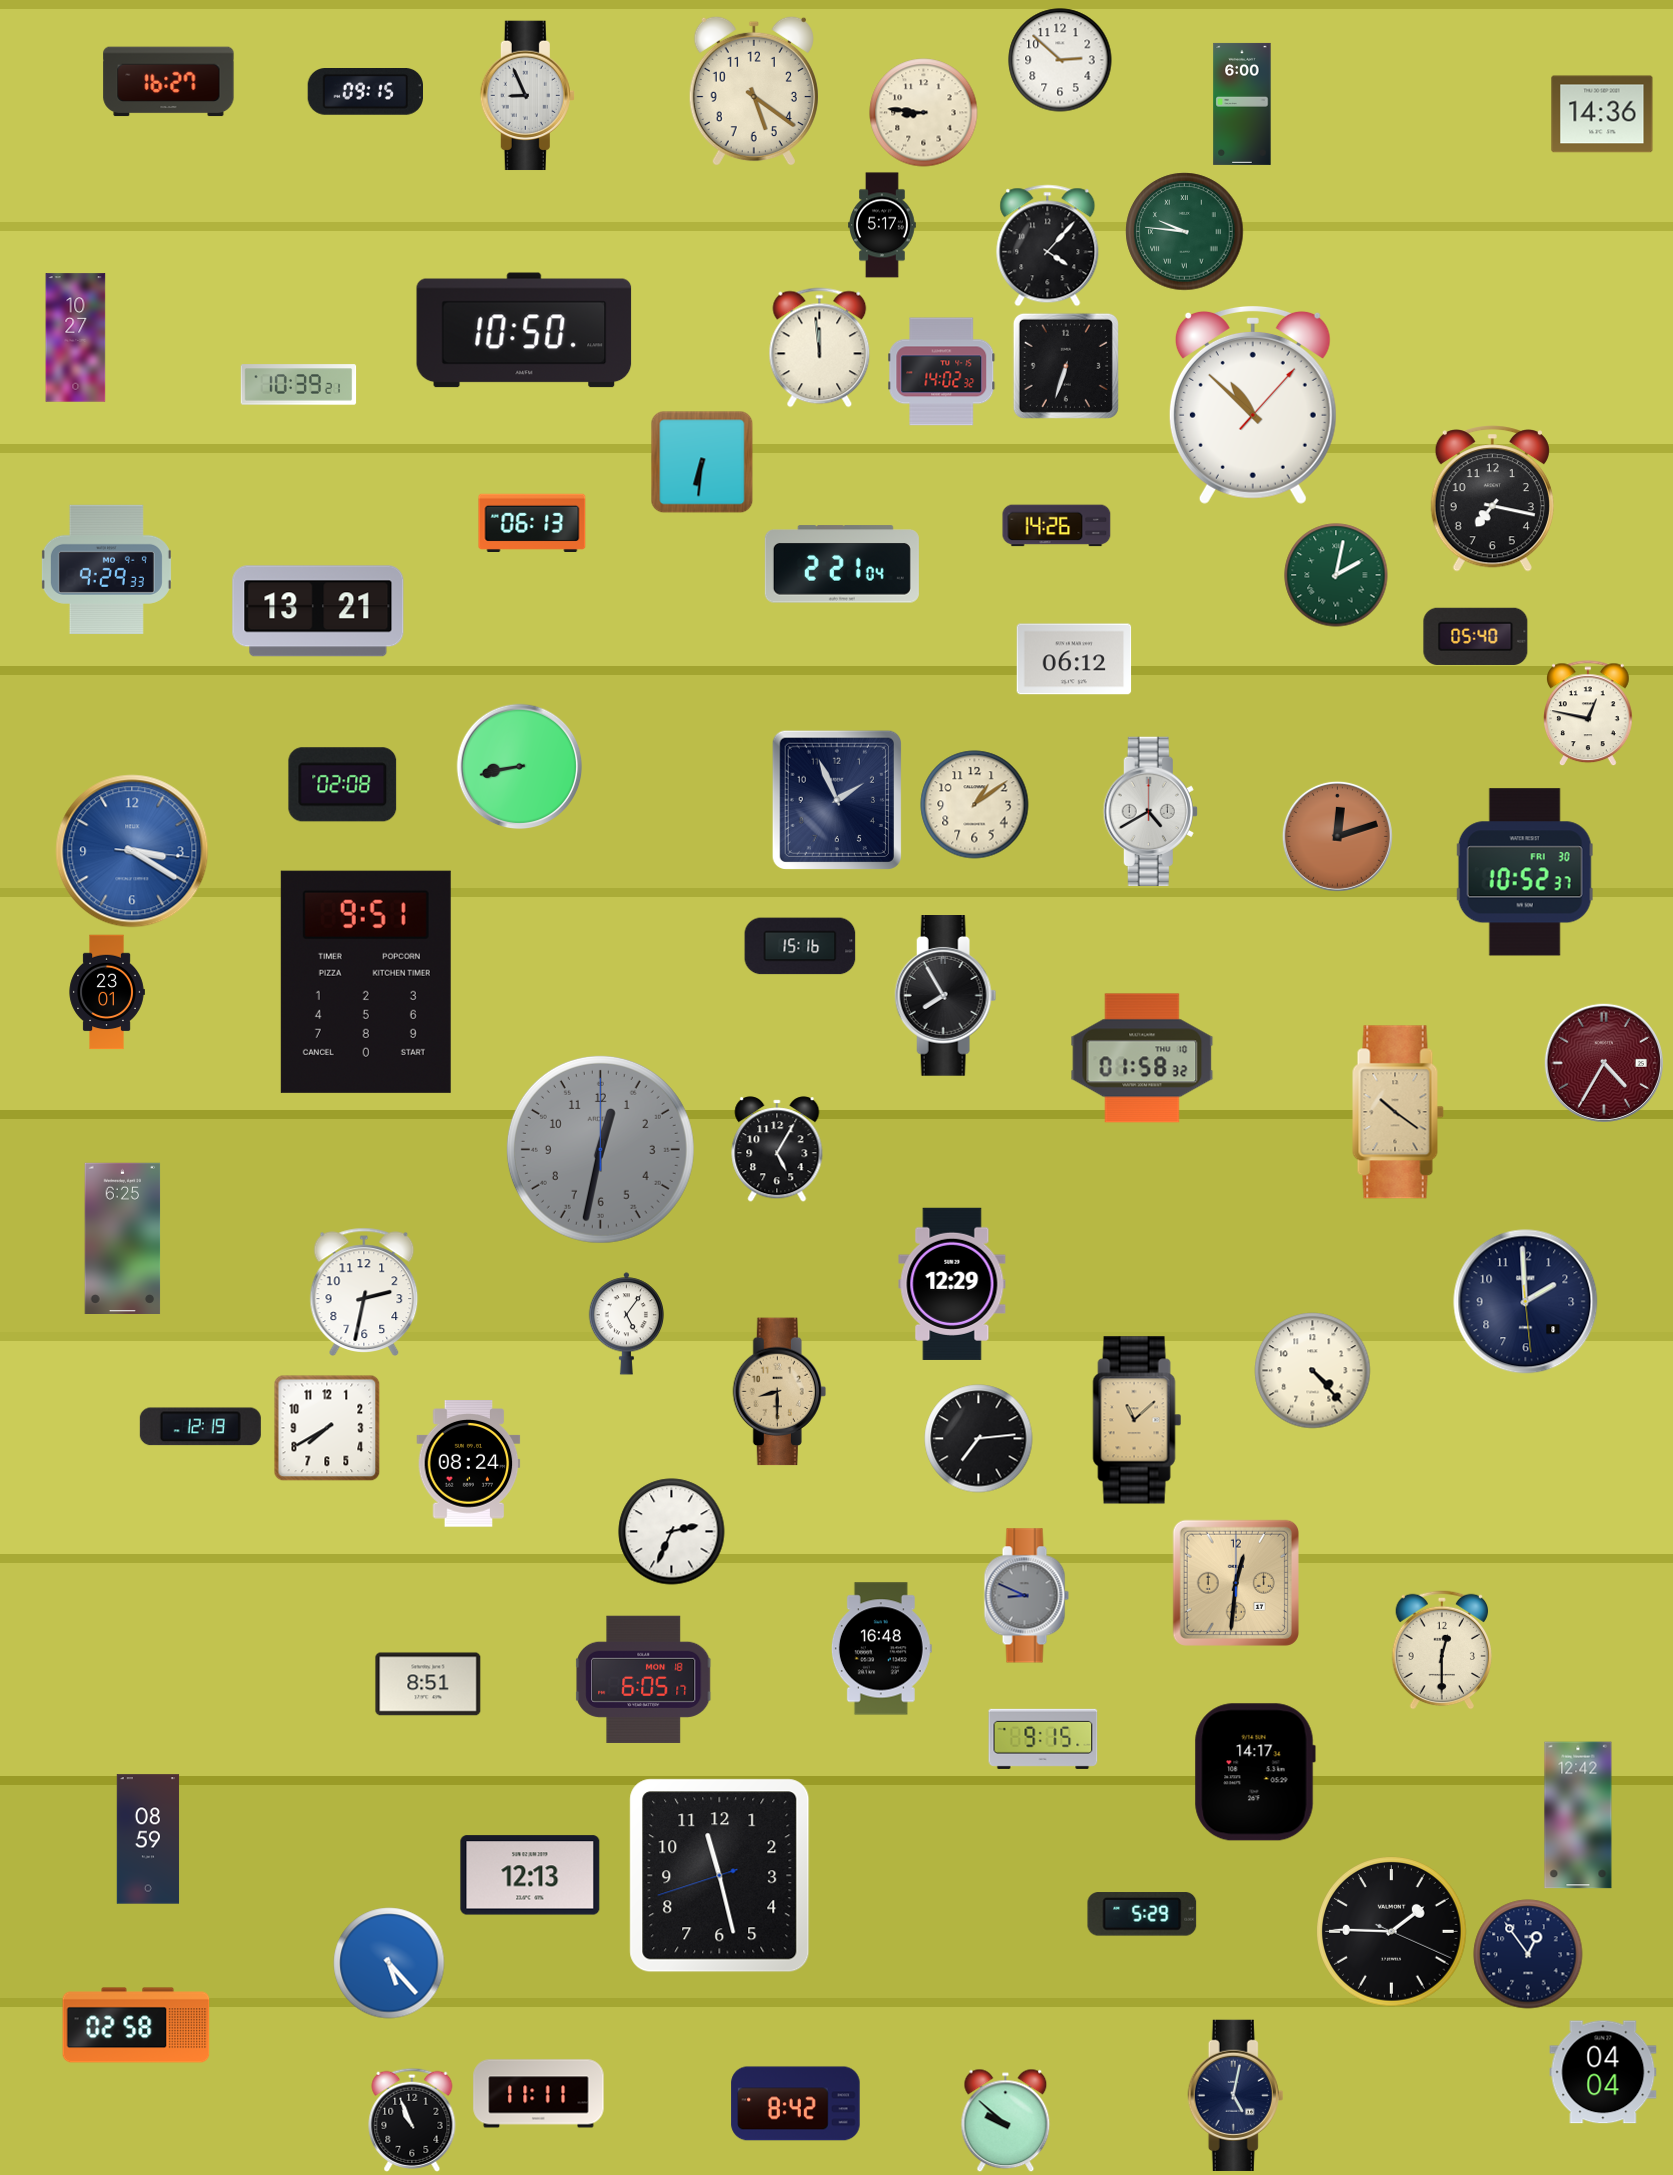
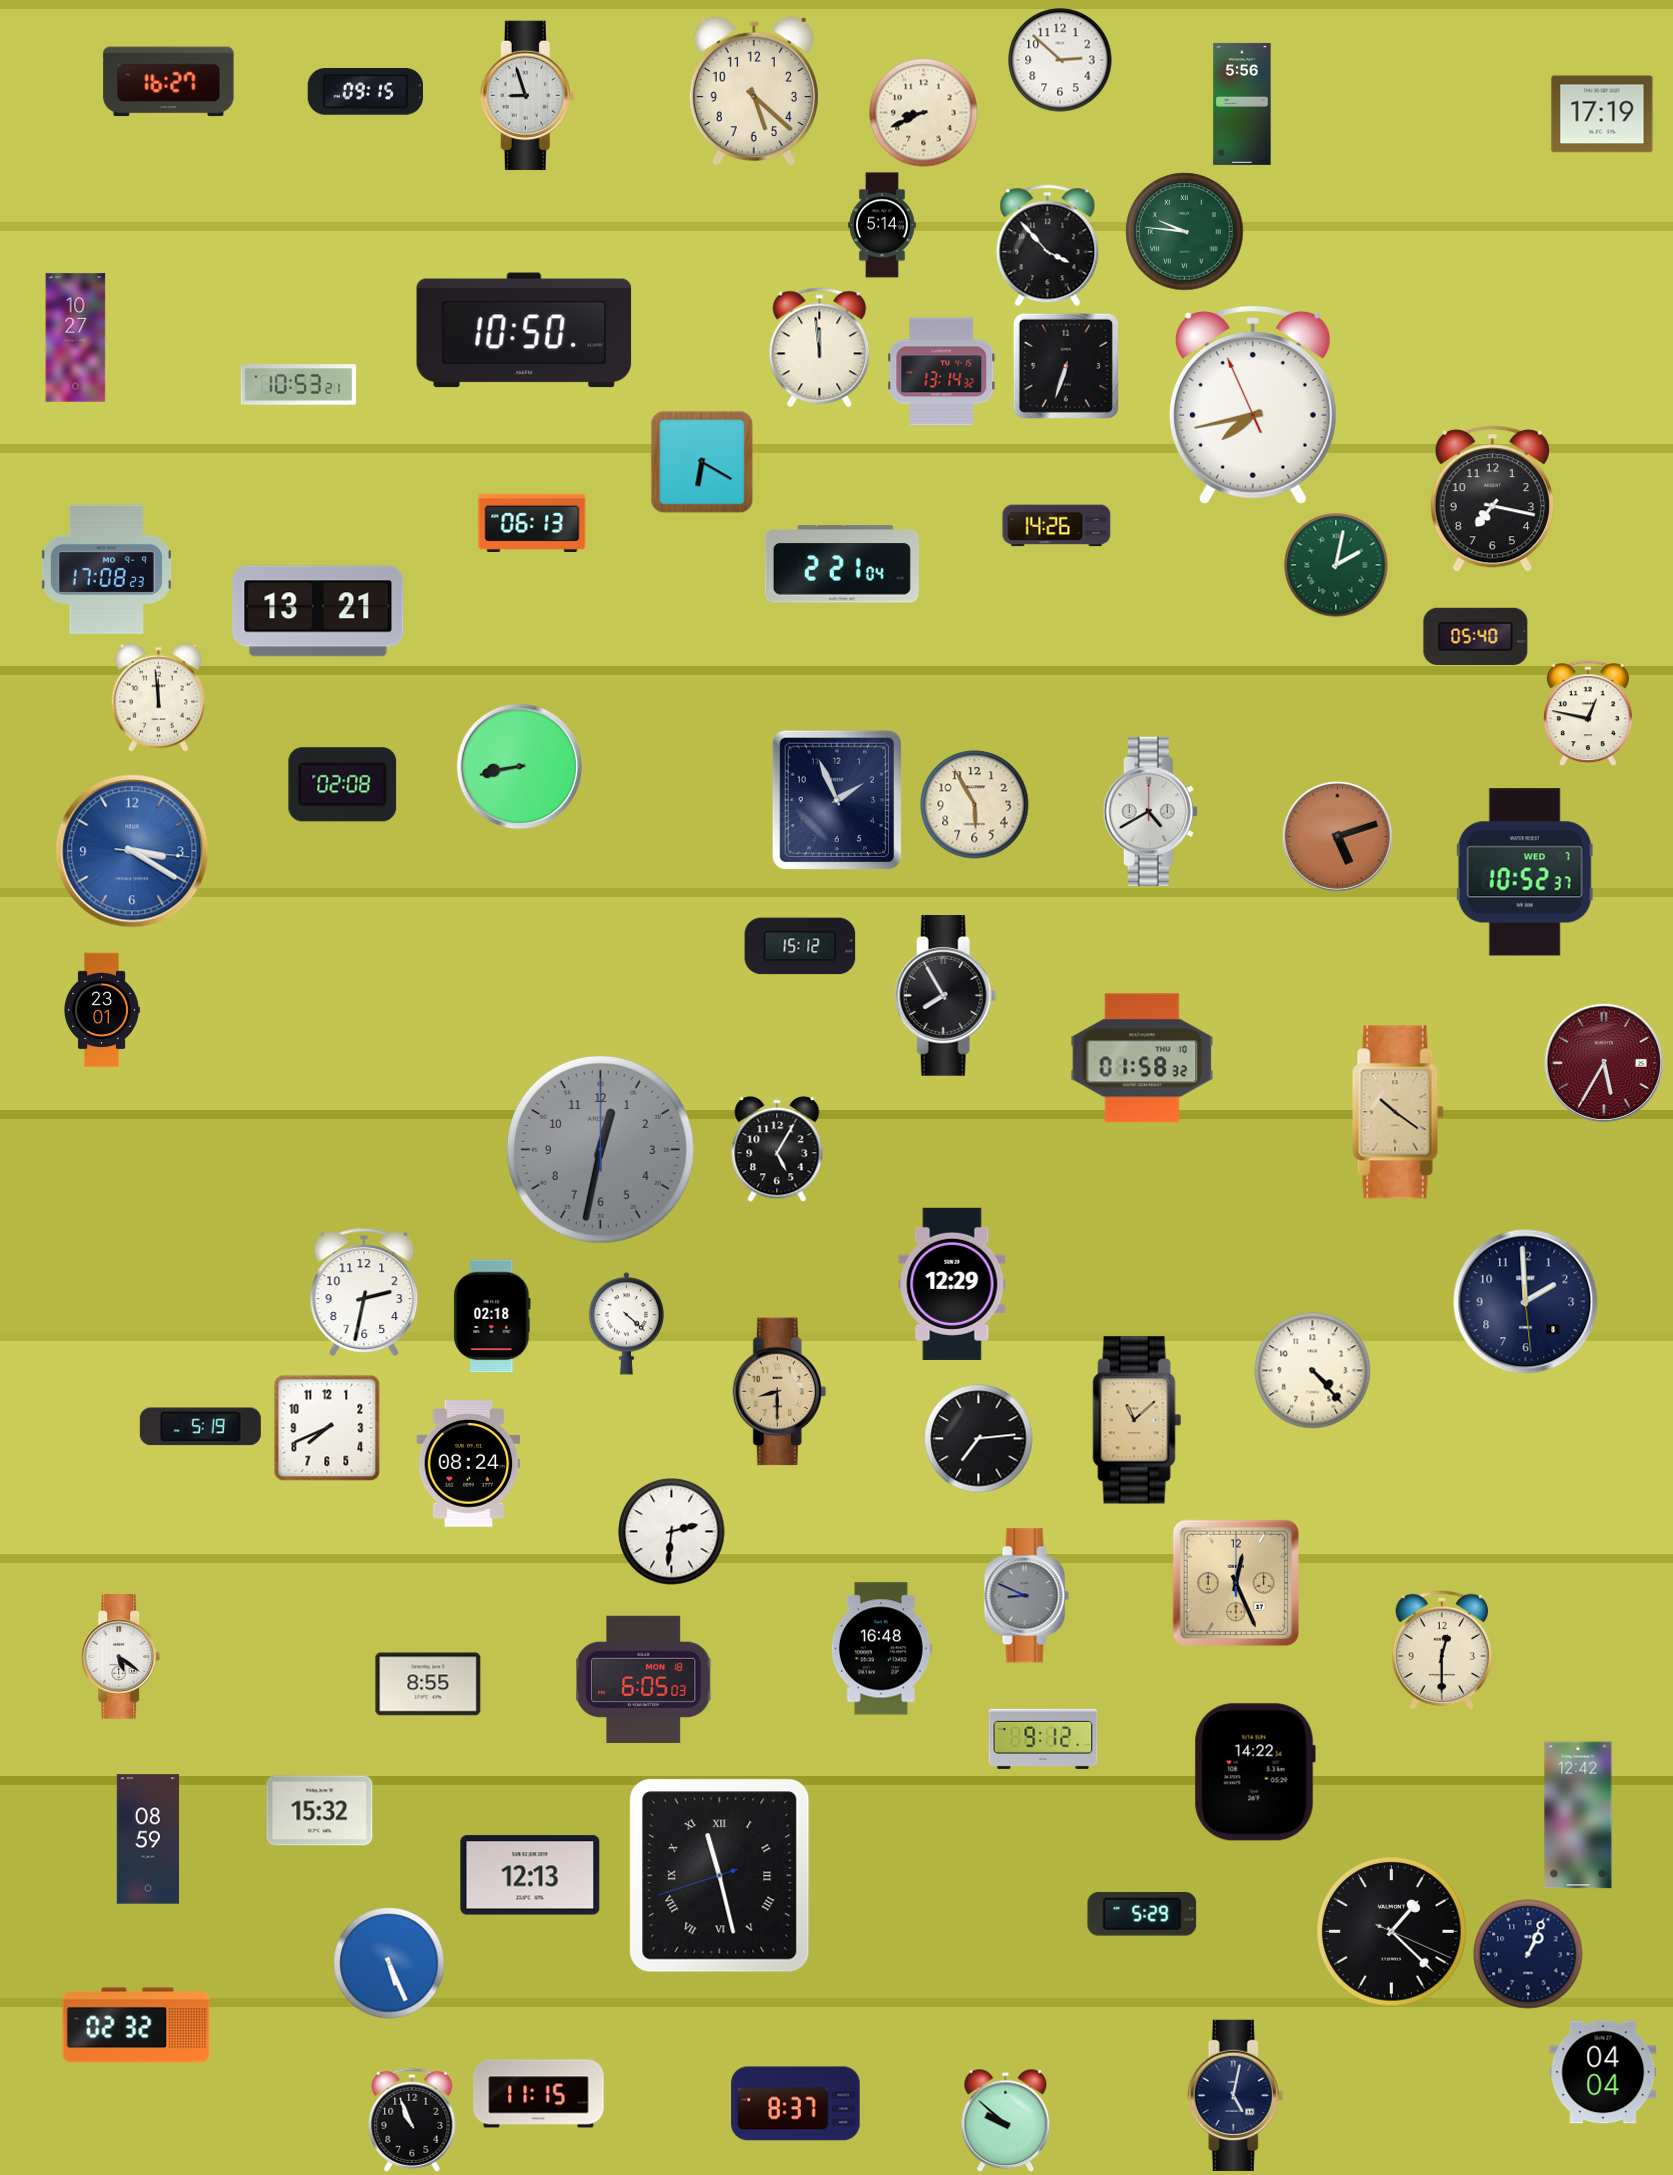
clock at (754, 91): 5:21 -> 5:22
clock at (527, 96): 8:56 -> 8:57
clock at (1242, 104): 6:00 -> 5:56
clock at (924, 113): 8:46 -> 8:41
clock at (1602, 114): 14:36 -> 17:19
clock at (882, 225): 5:17 -> 5:14
clock at (1048, 246): 4:07 -> 3:53
clock at (942, 372): 14:02 -> 13:14
clock at (299, 385): 10:39 -> 10:53
clock at (1253, 405): 10:52 -> 7:42
clock at (702, 462): 6:31 -> 6:20
clock at (106, 569): 9:29 -> 17:08
clock at (1336, 575) position: (1336, 575) -> (1336, 565)
clock at (1074, 659): 06:12 -> none
clock at (158, 697): none -> 11:59
clock at (975, 805): 1:09 -> 5:55
clock at (1337, 836): 12:12 -> 5:12
clock at (1525, 872) date: FRI 30 -> WED 7
clock at (800, 946): 15:16 -> 15:12
clock at (366, 982): 9:51 -> none
clock at (107, 992) position: (107, 992) -> (102, 1010)
clock at (1604, 1063): 4:35 -> 5:35
clock at (123, 1238): 6:25 -> none
clock at (492, 1316): none -> 02:18
clock at (626, 1324): 5:06 -> 4:22
clock at (200, 1427): 12:19 -> 5:19
clock at (327, 1428): 7:40 -> 7:41
clock at (672, 1532): 2:34 -> 2:31
clock at (1236, 1583): 12:31 -> 12:26
clock at (121, 1657): none -> 5:21
clock at (644, 1679): 6:05:17 -> 6:05:03
clock at (428, 1684): 8:51 -> 8:55
clock at (1043, 1739): 9:15 -> 9:12
clock at (1255, 1772): 14:17 -> 14:22
clock at (320, 1811): none -> 15:32
clock at (720, 1876) numerals: Arabic -> Roman
clock at (1392, 1932): 1:45 -> 1:22
clock at (1528, 1954): 12:54 -> 1:04
clock at (389, 1963): 5:23 -> 5:26
clock at (136, 2025): 02:58 -> 02:32
clock at (539, 2094): 11:11 -> 11:15
clock at (796, 2104): 8:42 -> 8:37
